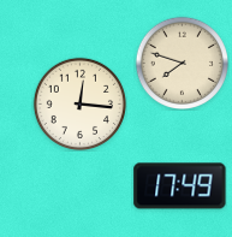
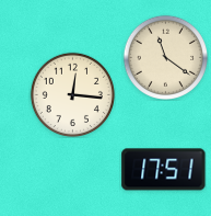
clock at (182, 63): 7:48 -> 11:21
clock at (180, 186): 17:49 -> 17:51
